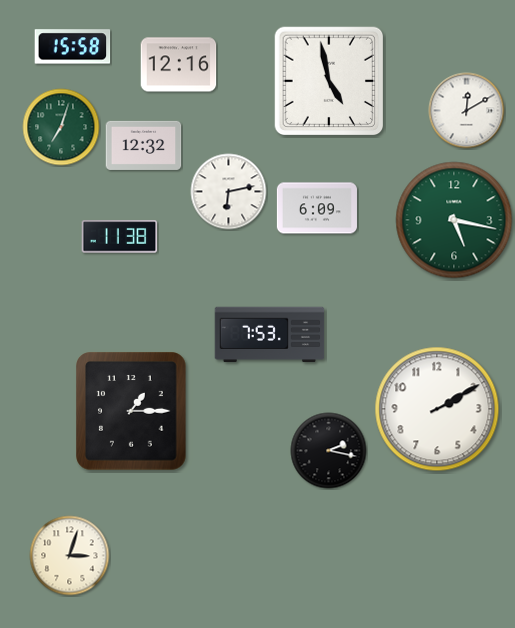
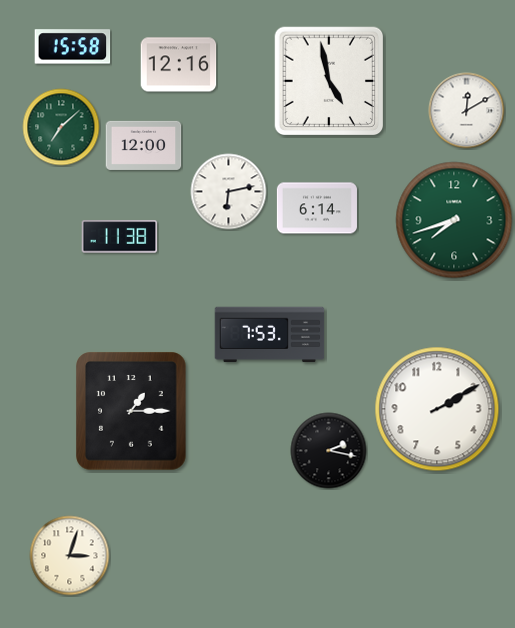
clock at (61, 127): 7:03 -> 7:08
clock at (144, 145): 12:32 -> 12:00
clock at (317, 208): 6:09 -> 6:14
clock at (454, 220): 5:17 -> 7:42
